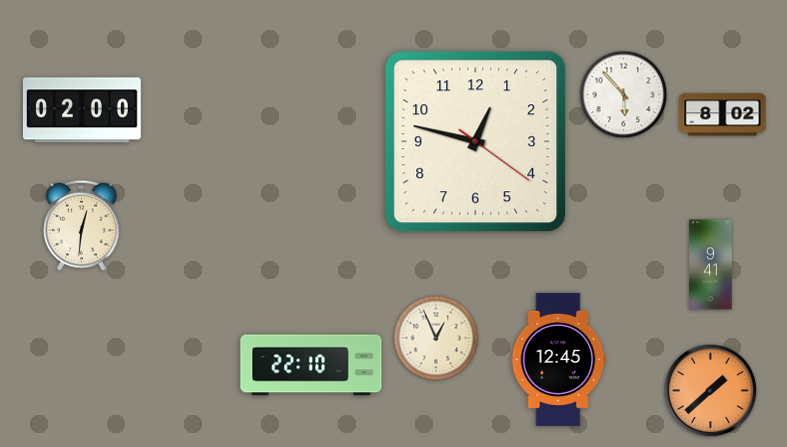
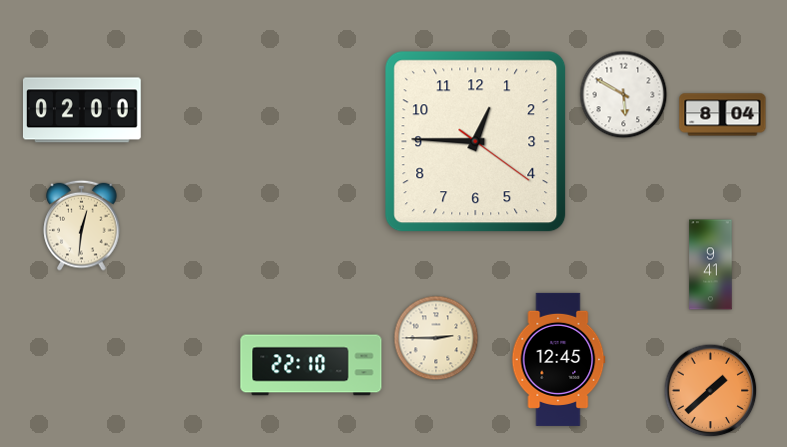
clock at (624, 95): 5:53 -> 5:50
clock at (723, 115): 8:02 -> 8:04
clock at (476, 142): 12:47 -> 12:45
clock at (436, 338): 12:56 -> 2:45
